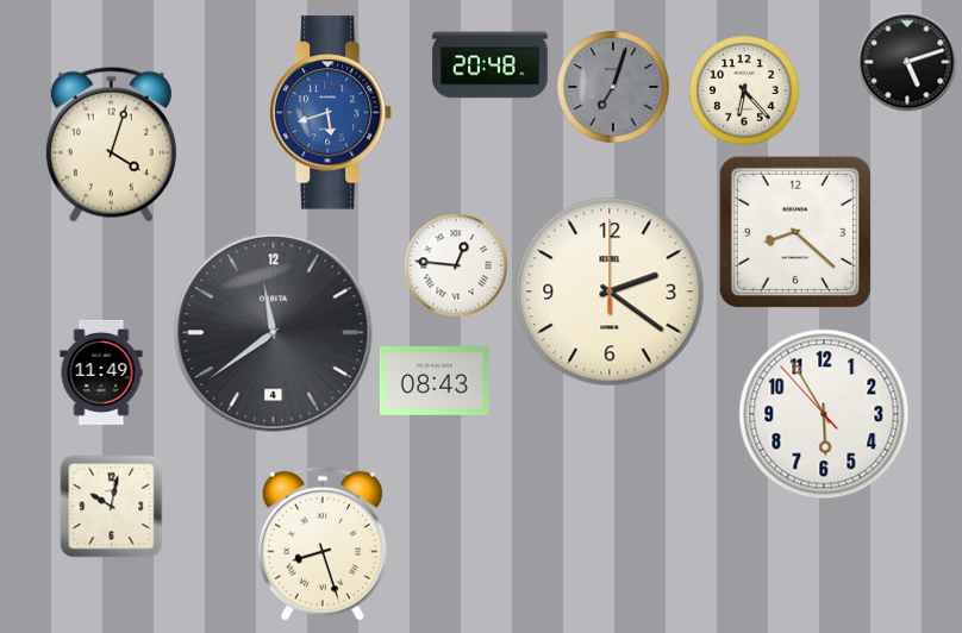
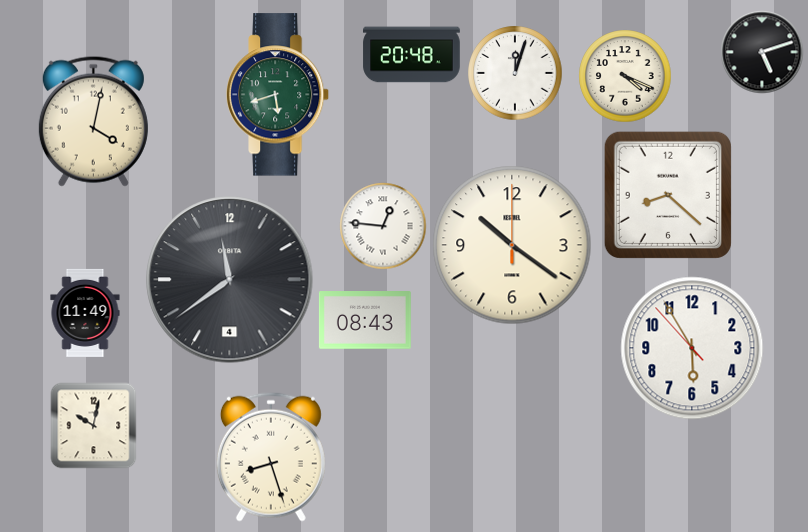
clock at (613, 87): 7:03 -> 12:03
clock at (613, 87) dial: grey -> white
clock at (744, 90): 6:23 -> 4:19
clock at (331, 113) dial: blue -> green
clock at (111, 144): 4:03 -> 4:02
clock at (456, 265) position: (456, 265) -> (383, 226)
clock at (610, 292): 2:21 -> 10:21
